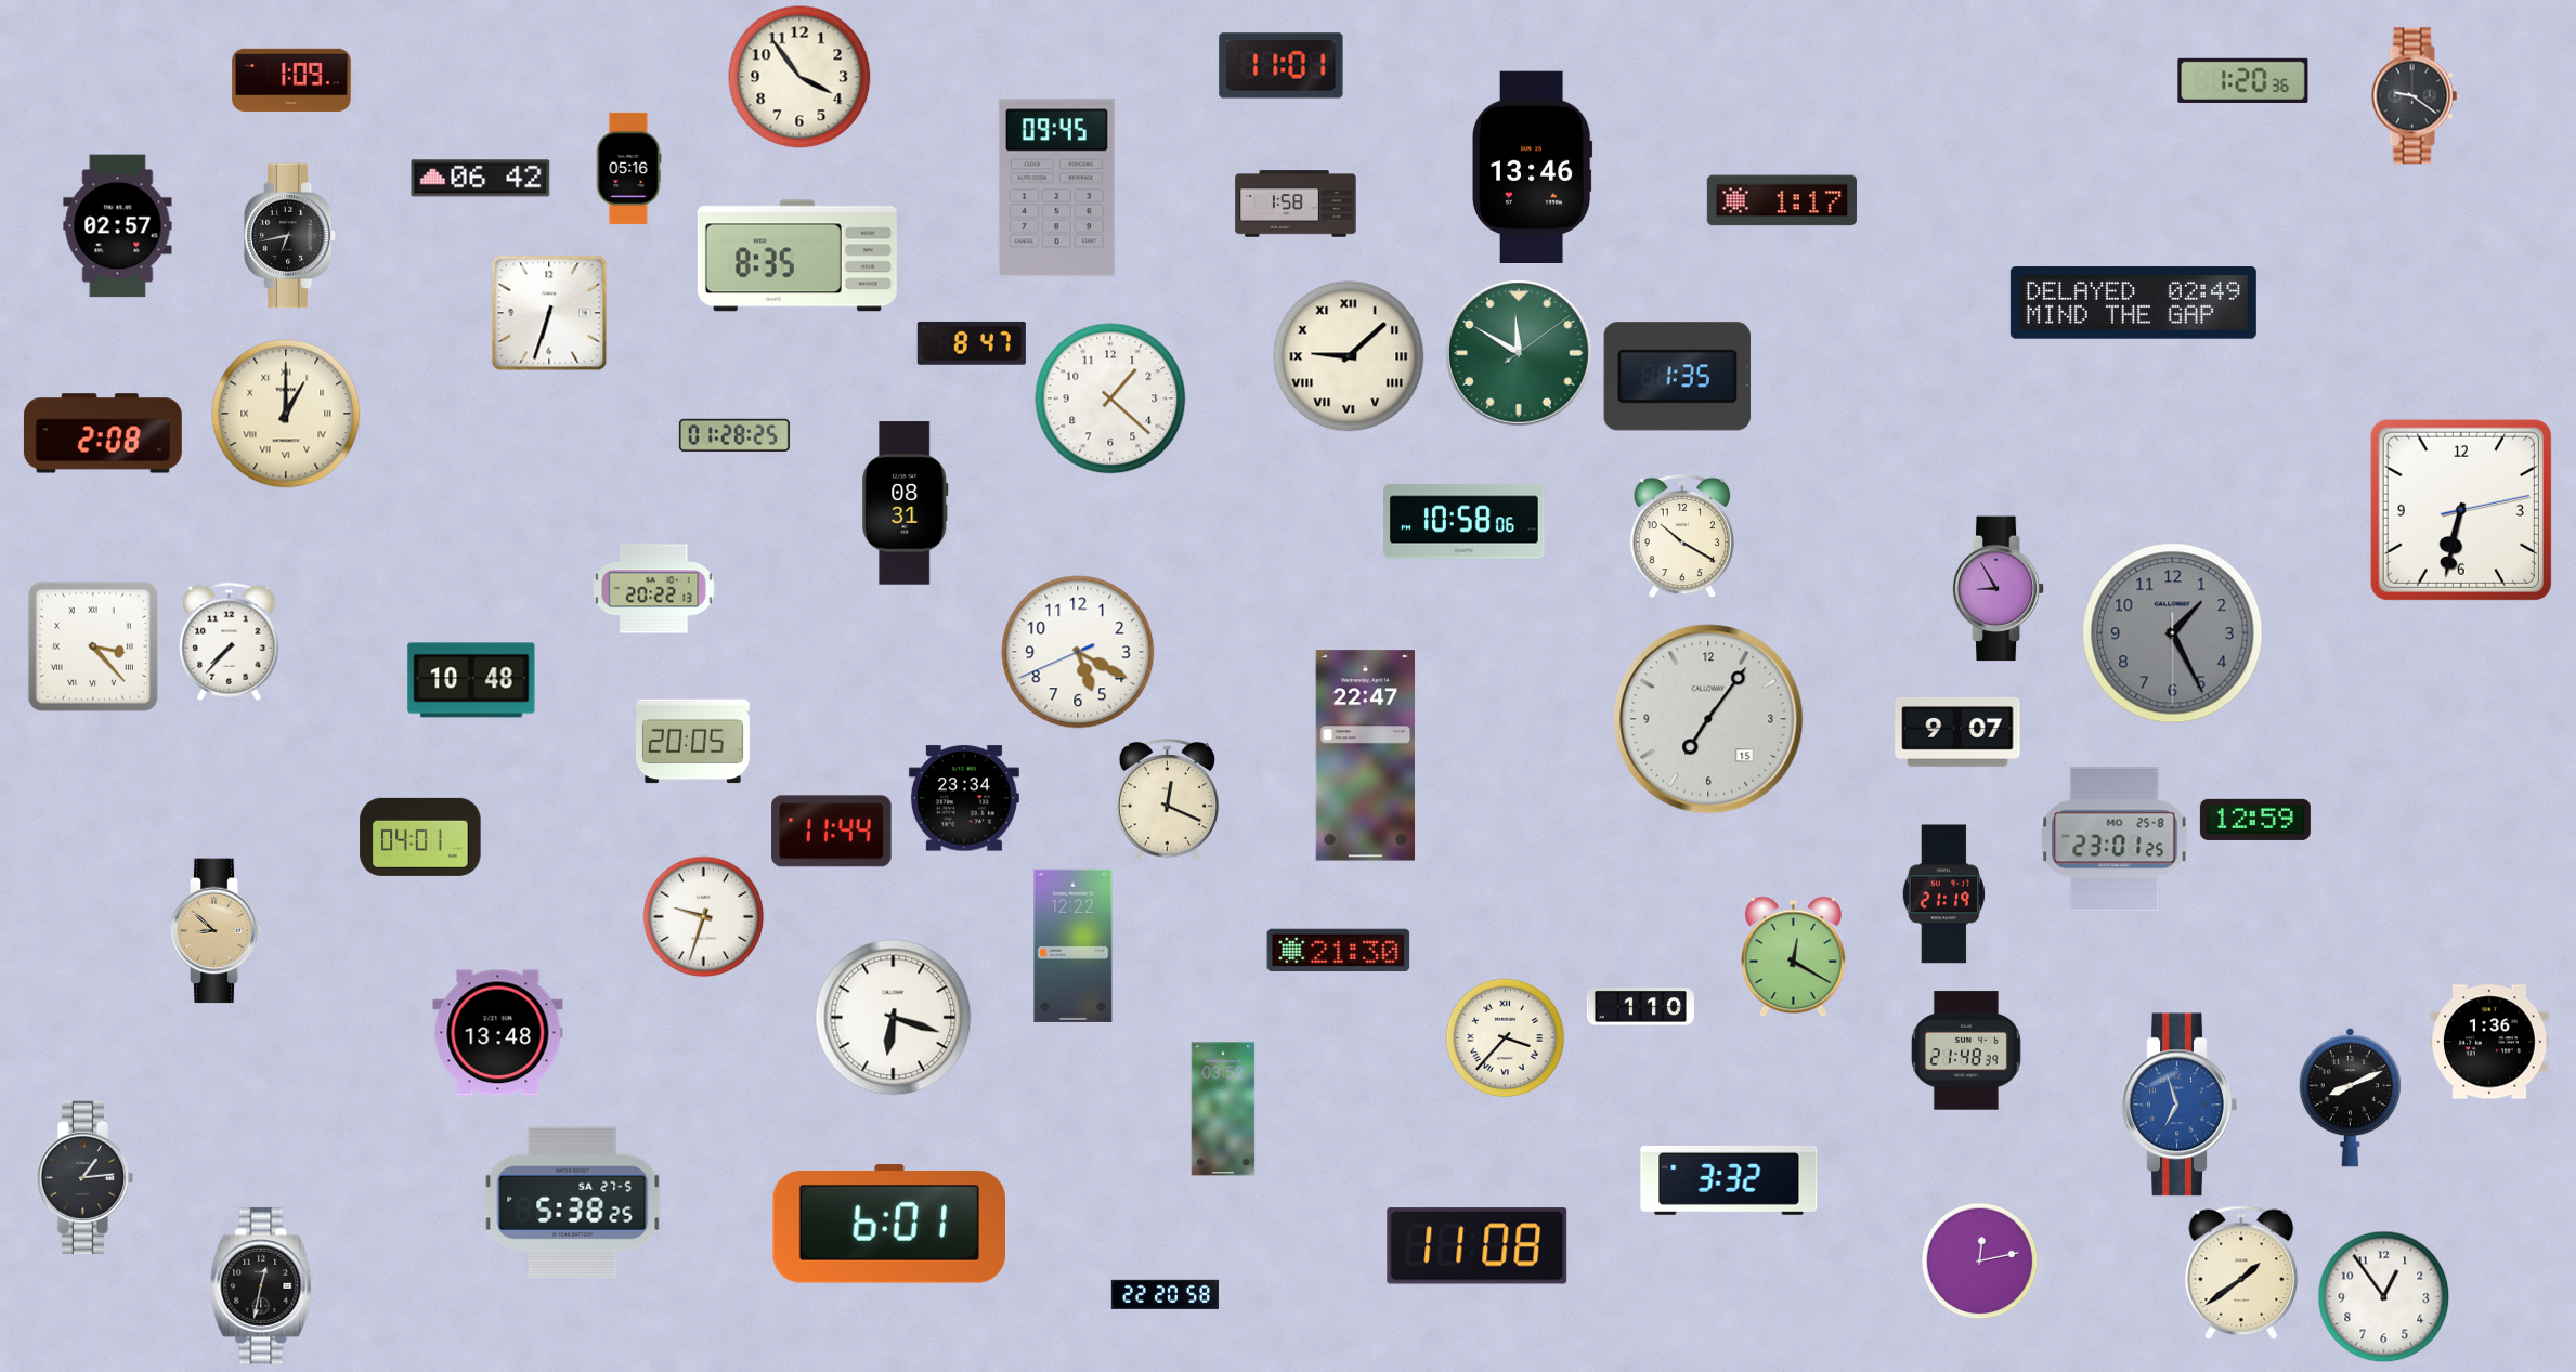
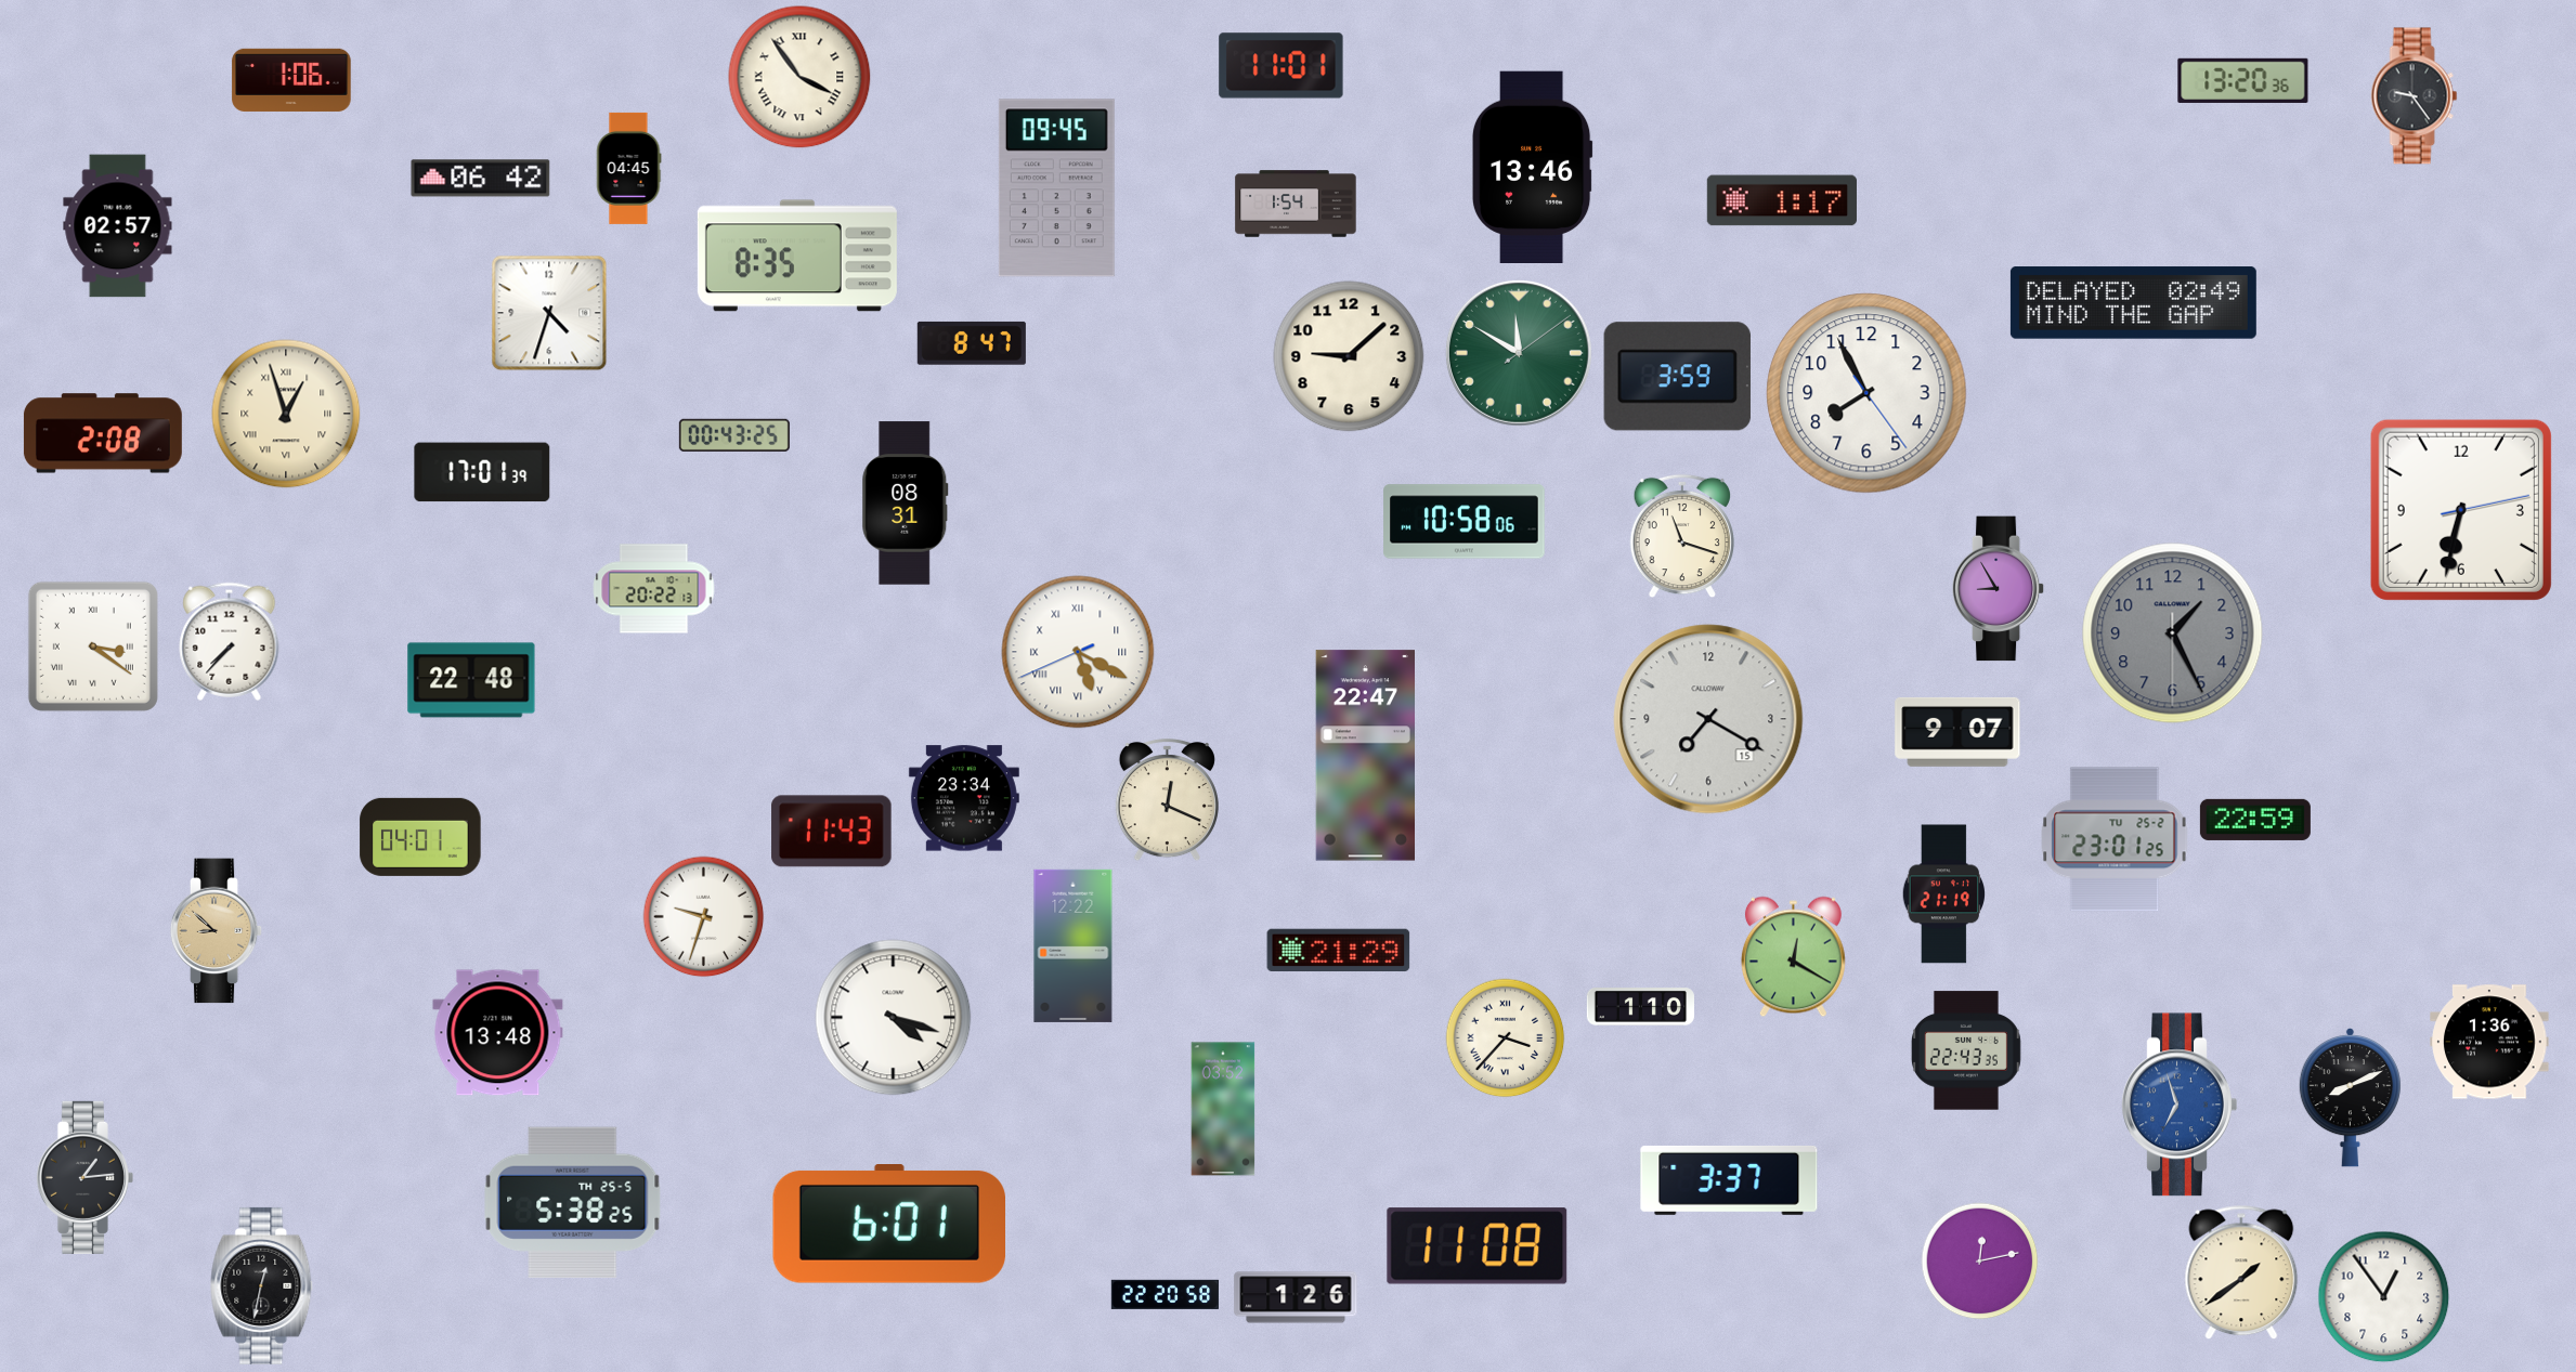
clock at (799, 77) numerals: Arabic -> Roman
clock at (291, 80): 1:09 -> 1:06
clock at (2243, 80): 1:20 -> 13:20
clock at (2415, 96): 9:21 -> 9:24
clock at (628, 168): 05:16 -> 04:45
clock at (1296, 204): 1:58 -> 1:54
clock at (290, 236): 6:43 -> none
clock at (549, 313): 6:33 -> 4:33
clock at (1349, 356) numerals: Roman -> Arabic
clock at (1677, 377): 1:35 -> 3:59
clock at (1866, 393): none -> 7:55
clock at (1110, 398): 1:22 -> none
clock at (286, 414): 1:00 -> 12:57
clock at (734, 435): 01:28 -> 00:43
clock at (482, 472): none -> 17:01
clock at (1682, 536): 10:20 -> 11:18
clock at (93, 646): 3:23 -> 3:21
clock at (1078, 652) numerals: Arabic -> Roman
clock at (471, 680): 10:48 -> 22:48
clock at (1708, 719): 7:06 -> 7:20
clock at (692, 742): 20:05 -> none
clock at (2255, 820): 12:59 -> 22:59
clock at (832, 832): 11:44 -> 11:43
clock at (2115, 839) date: MO 25-8 -> TU 25-2
clock at (1339, 950): 21:30 -> 21:29
clock at (894, 1018): 6:18 -> 4:18
clock at (1966, 1050): 21:48 -> 22:43
clock at (1729, 1180): 3:32 -> 3:37
clock at (573, 1202) date: SA 27-5 -> TH 25-5
clock at (1296, 1297): none -> 1:26
